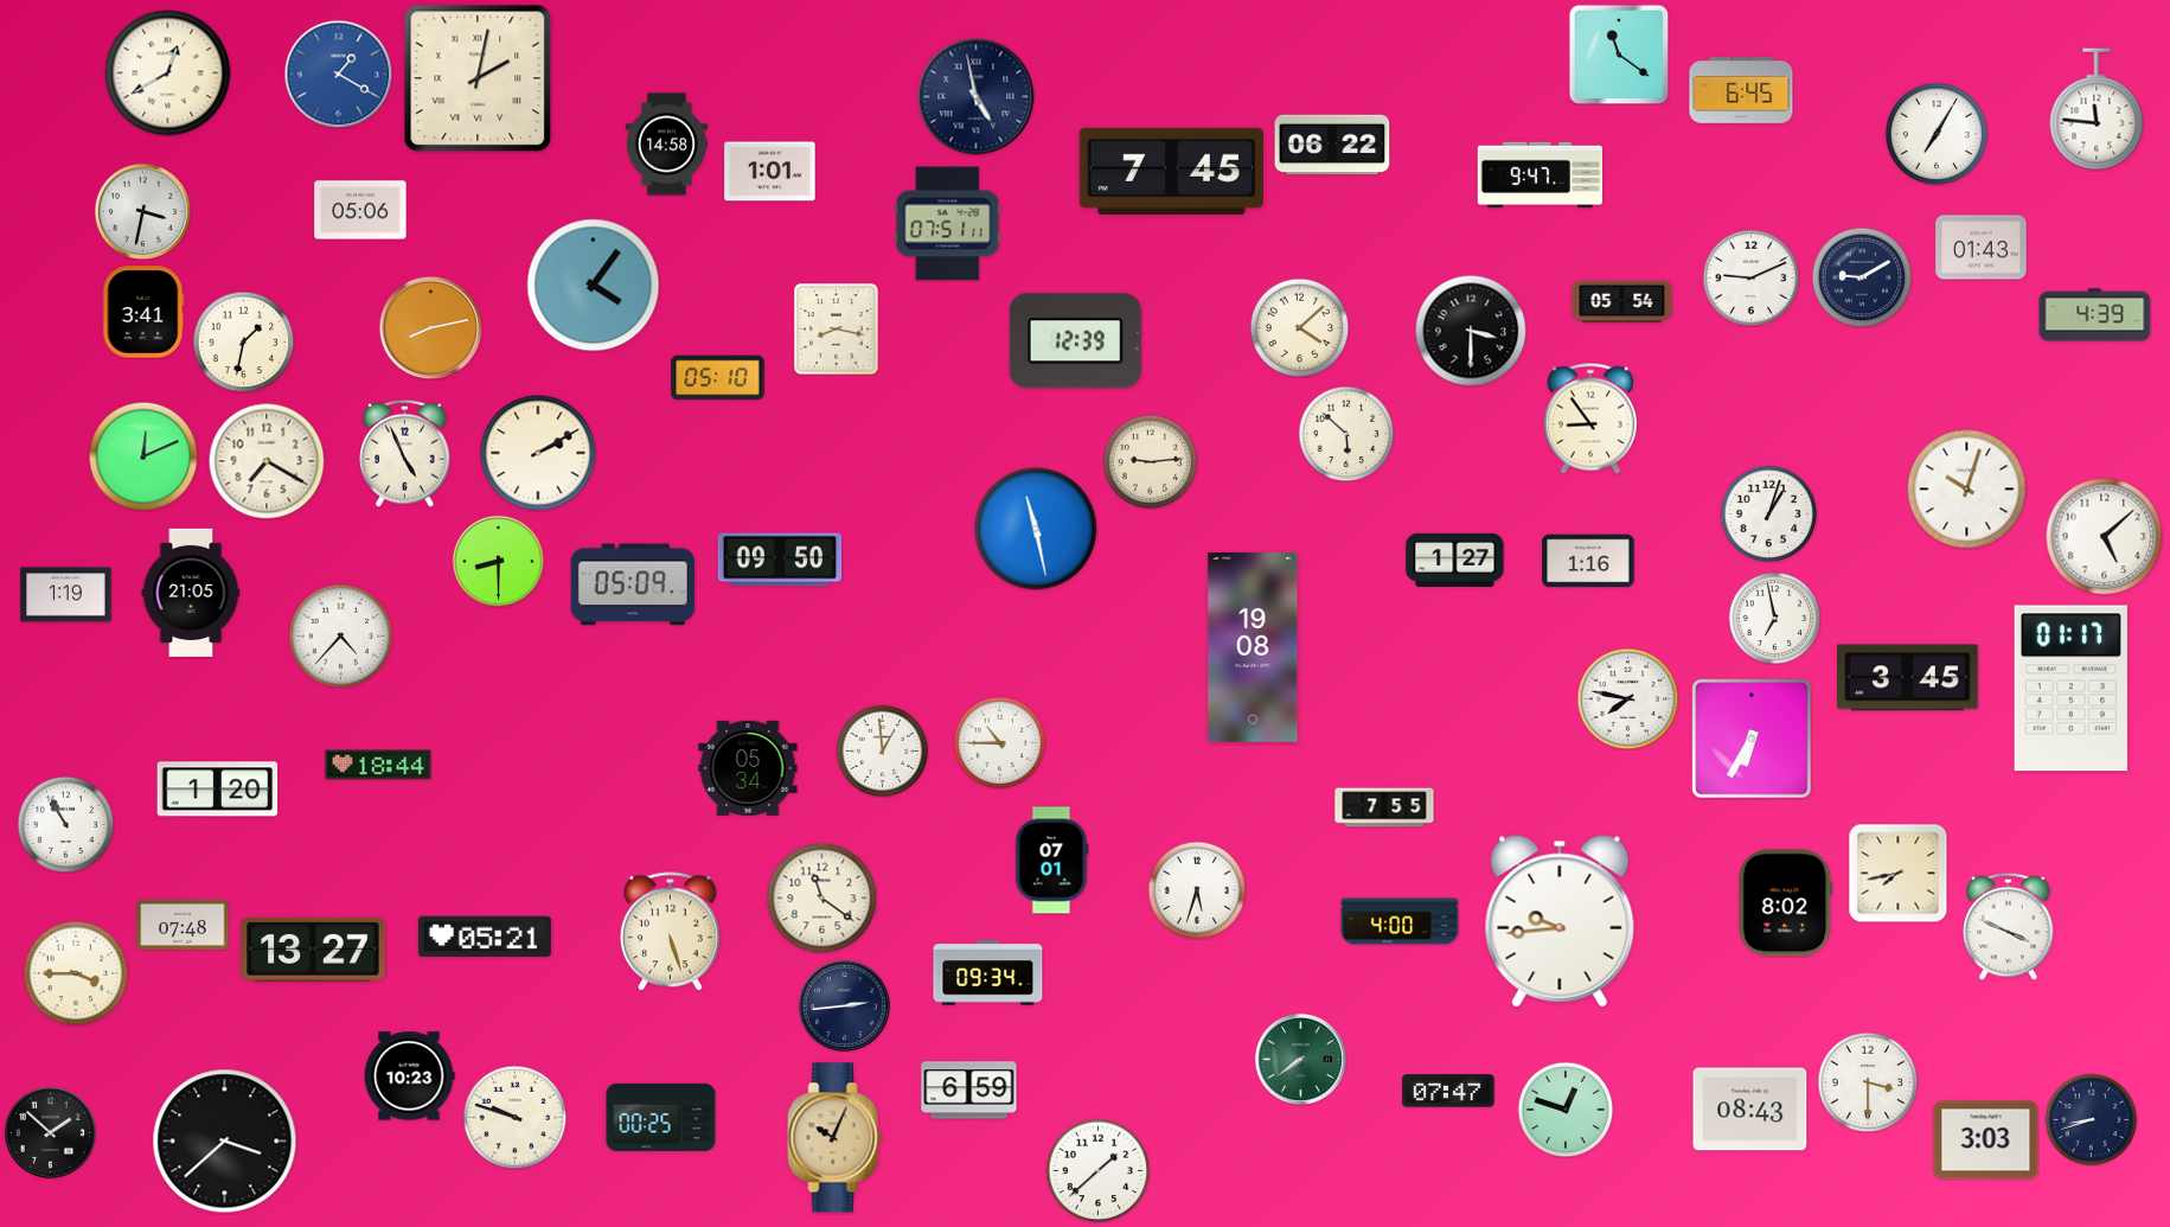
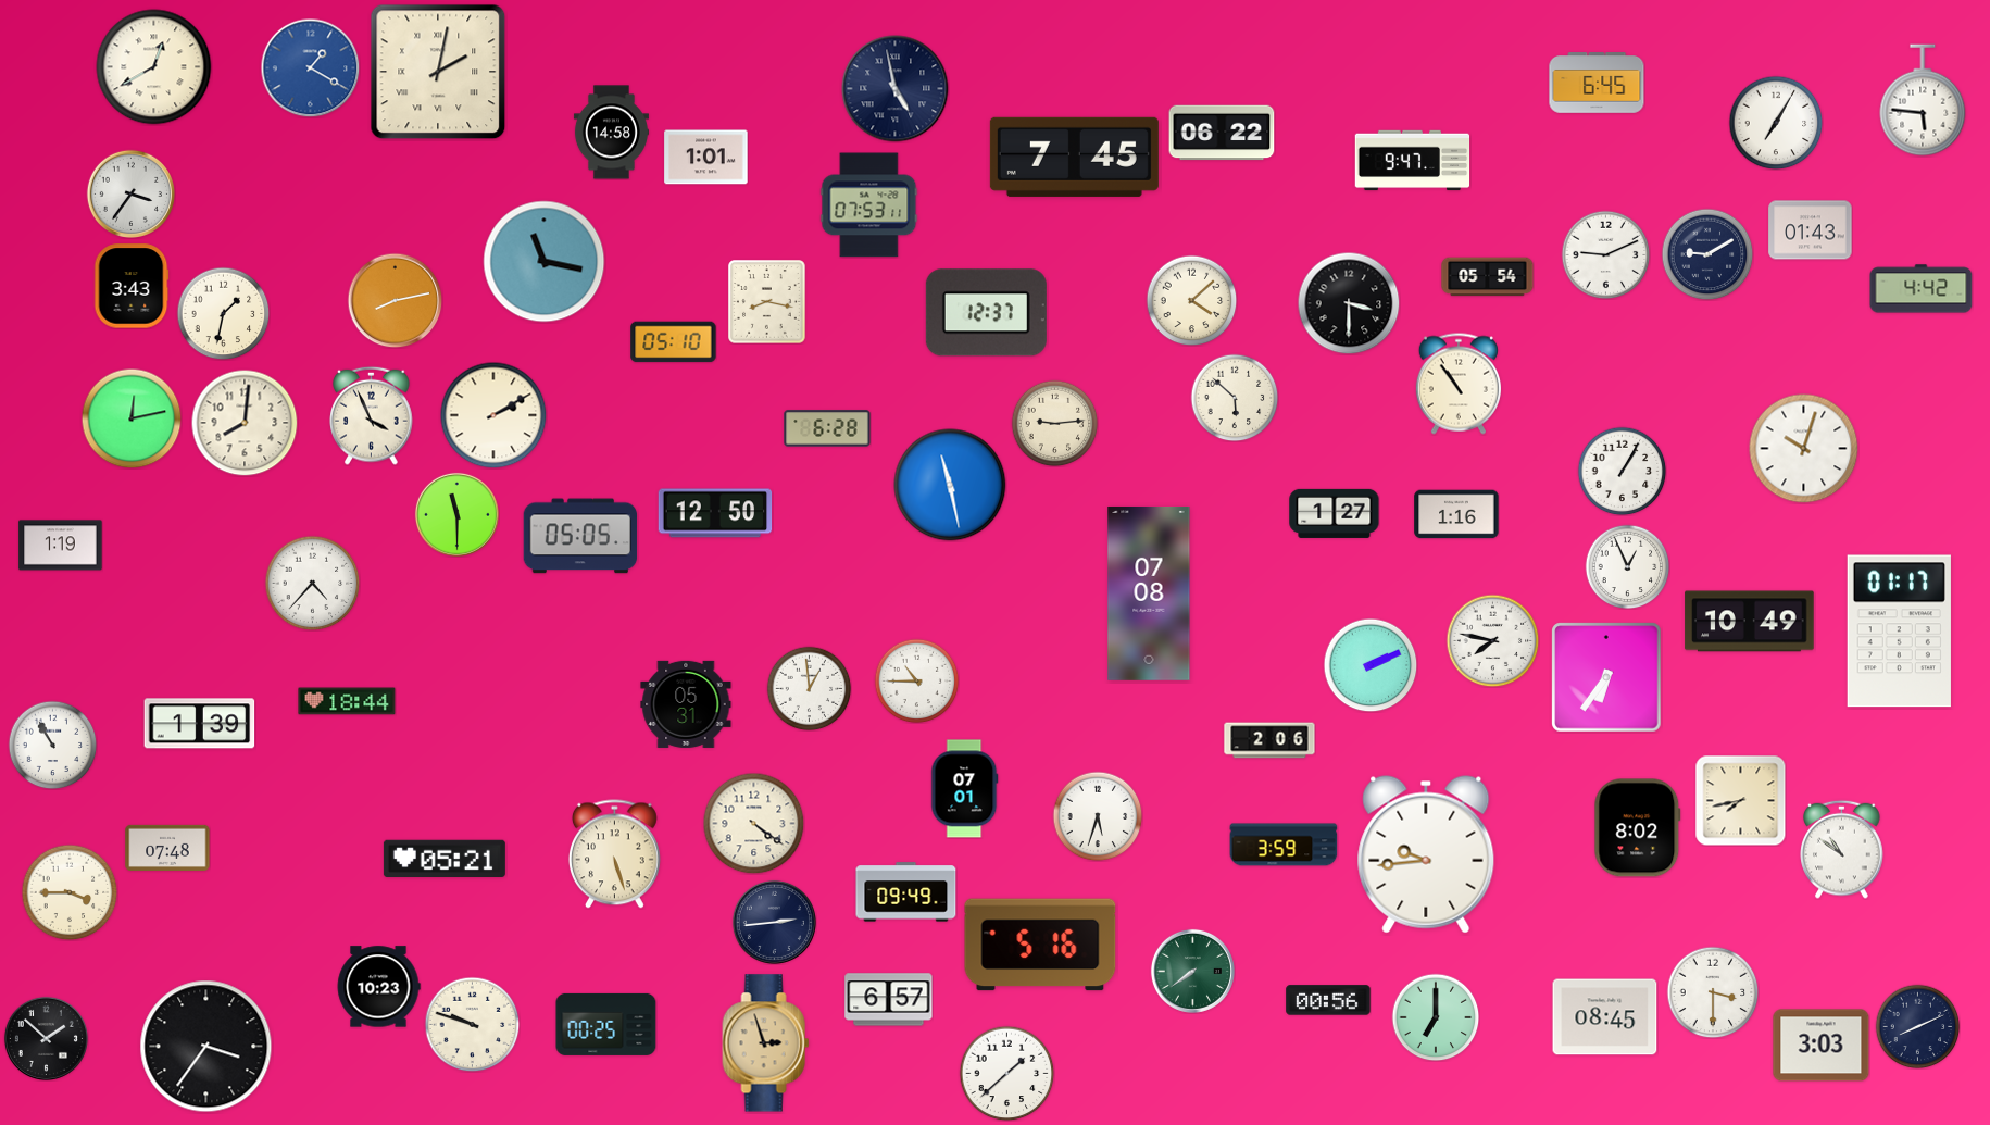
clock at (1619, 55): 11:21 -> none
clock at (2097, 109): 11:46 -> 5:46
clock at (360, 210): 05:06 -> none
clock at (142, 211): 3:32 -> 3:36
clock at (948, 224): 07:51 -> 07:53
clock at (1982, 248) position: (1982, 248) -> (1811, 230)
clock at (594, 286): 4:06 -> 11:17
clock at (143, 312): 3:41 -> 3:43
clock at (2095, 315): 4:39 -> 4:42
clock at (1075, 341): 12:39 -> 12:37
clock at (718, 378) position: (718, 378) -> (674, 342)
clock at (1590, 418): 8:54 -> 10:54
clock at (405, 453): 4:56 -> 3:56
clock at (143, 456): 12:11 -> 12:13
clock at (267, 461): 7:20 -> 8:01
clock at (827, 428): none -> 6:28
clock at (1768, 513): 1:03 -> 1:05
clock at (2105, 537): 5:08 -> none
clock at (780, 560): 09:50 -> 12:50
clock at (498, 561): 8:30 -> 11:30
clock at (633, 584): 05:09 -> 05:05
clock at (191, 593): 21:05 -> none
clock at (1774, 618): 6:58 -> 12:56
clock at (1253, 647): 19:08 -> 07:08
clock at (1908, 678): 3:45 -> 10:49
clock at (1371, 665): none -> 2:11
clock at (1752, 739): 6:35 -> 6:36
clock at (748, 768): 05:34 -> 05:31
clock at (218, 790): 1:20 -> 1:39
clock at (1384, 807): 7:55 -> 2:06
clock at (65, 824) position: (65, 824) -> (52, 745)
clock at (821, 897): 11:21 -> 4:21
clock at (1400, 921): 4:00 -> 3:59
clock at (1560, 921) position: (1560, 921) -> (1426, 854)
clock at (2009, 926): 3:49 -> 10:51
clock at (313, 950): 13:27 -> none
clock at (988, 973): 09:34 -> 09:49
clock at (1040, 945): none -> 5:16
clock at (409, 1076) position: (409, 1076) -> (378, 987)
clock at (969, 1091): 6:59 -> 6:57
clock at (1448, 1091): 07:47 -> 00:56
clock at (1566, 1110): 12:48 -> 7:00
clock at (1750, 1110): 08:43 -> 08:45
clock at (2091, 1119): 8:42 -> 8:11
clock at (836, 1138): 10:04 -> 2:57
clock at (225, 1142): 3:38 -> 3:36
